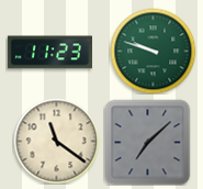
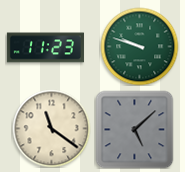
clock at (147, 142): 7:08 -> 5:08
